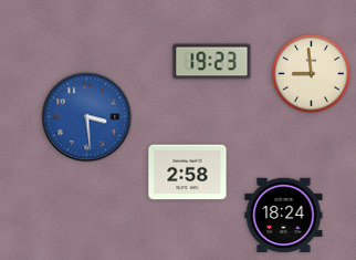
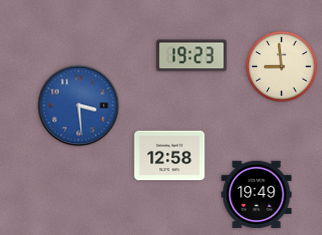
clock at (188, 173): 2:58 -> 12:58
clock at (284, 216): 18:24 -> 19:49
